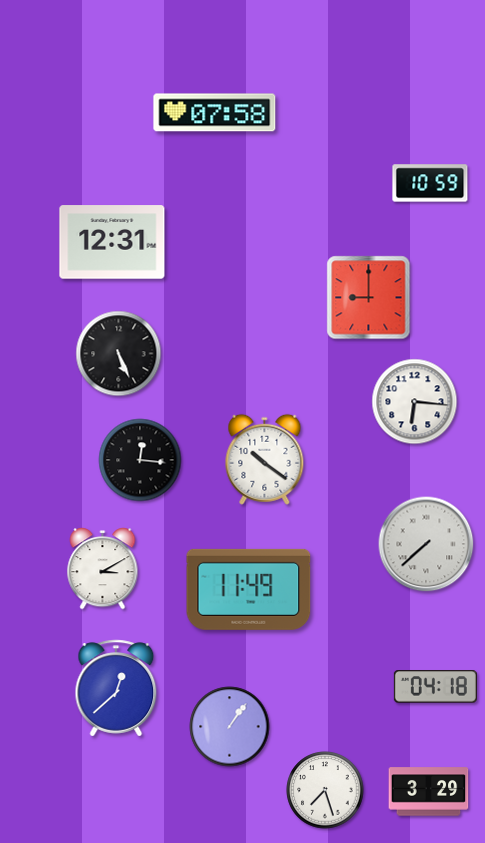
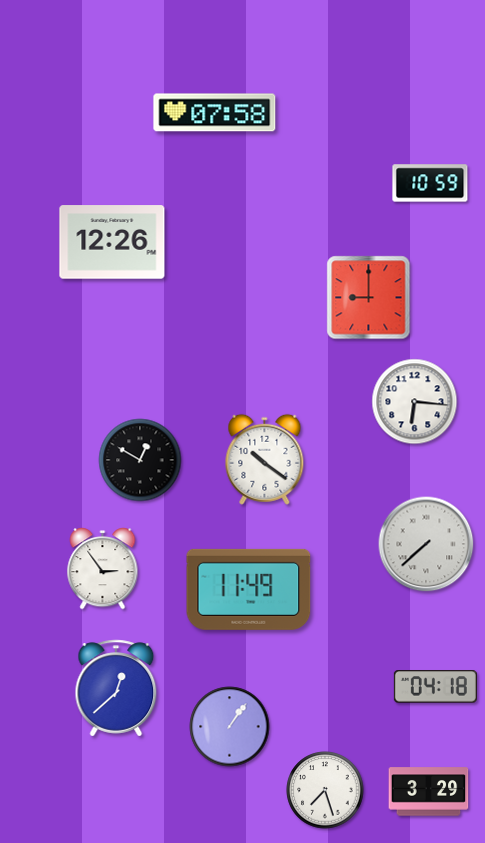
clock at (112, 242): 12:31 -> 12:26
clock at (119, 354): 5:26 -> none
clock at (140, 460): 12:16 -> 12:50
clock at (103, 569): 3:10 -> 2:54
